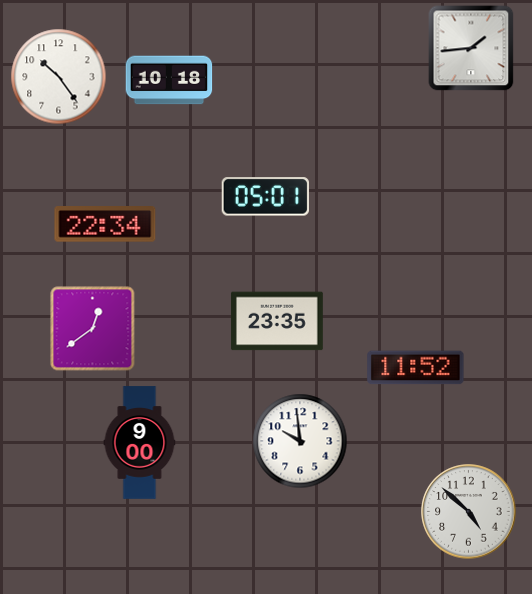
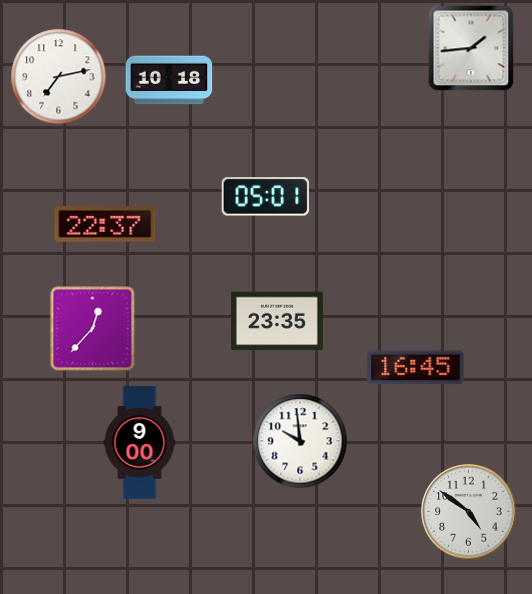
clock at (59, 77): 10:24 -> 7:13
clock at (105, 224): 22:34 -> 22:37
clock at (93, 329): 12:39 -> 12:37
clock at (416, 368): 11:52 -> 16:45
clock at (469, 512): 4:52 -> 4:51
